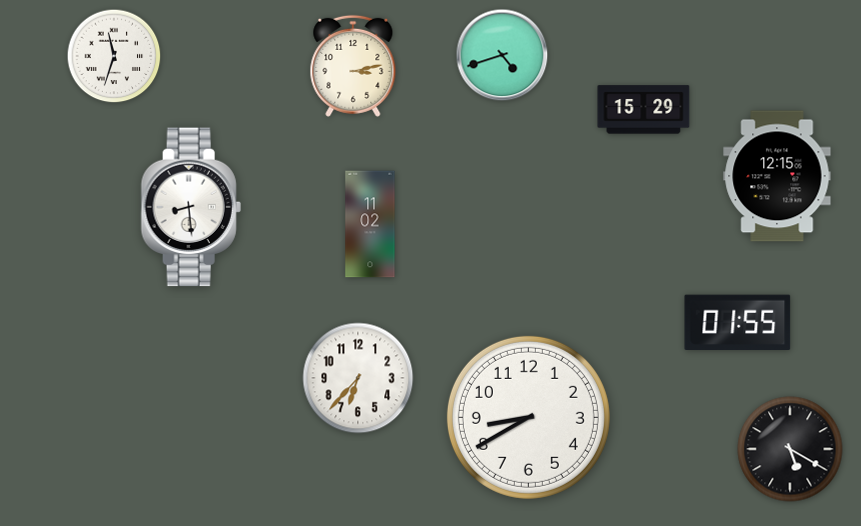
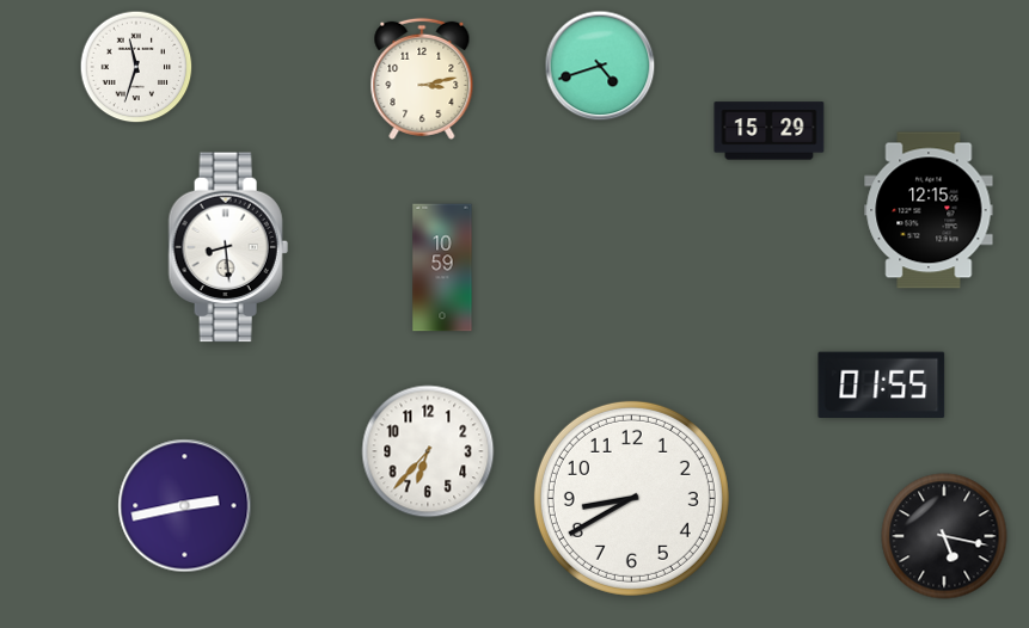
clock at (370, 224): 11:02 -> 10:59
clock at (185, 506): none -> 2:43
clock at (790, 449): 5:20 -> 5:17
